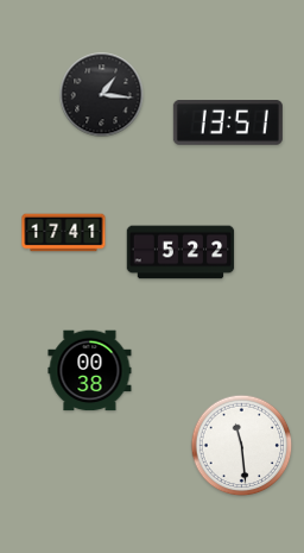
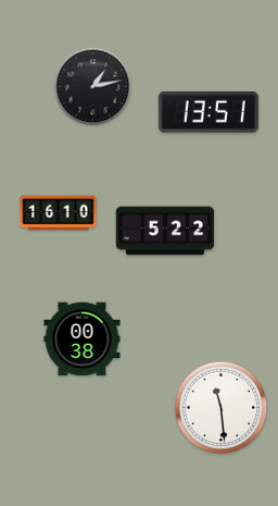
clock at (102, 95): 1:16 -> 1:13
clock at (64, 233): 17:41 -> 16:10
